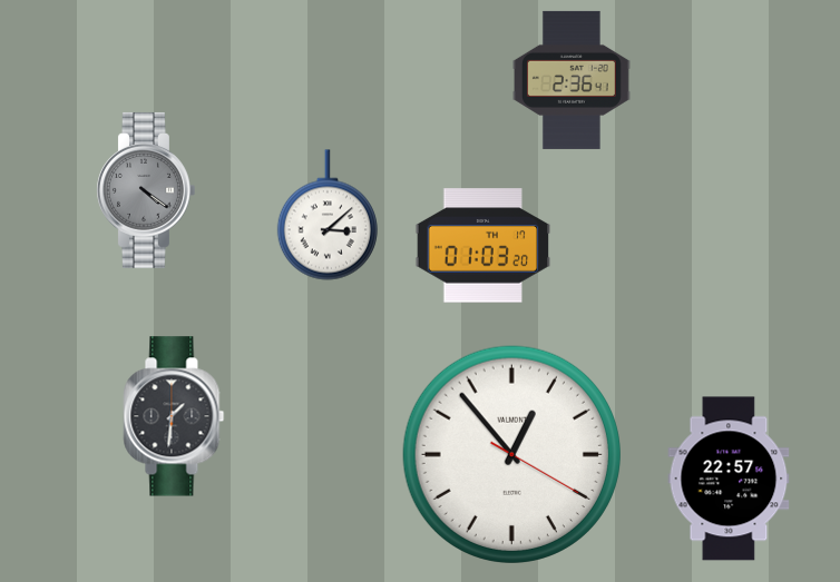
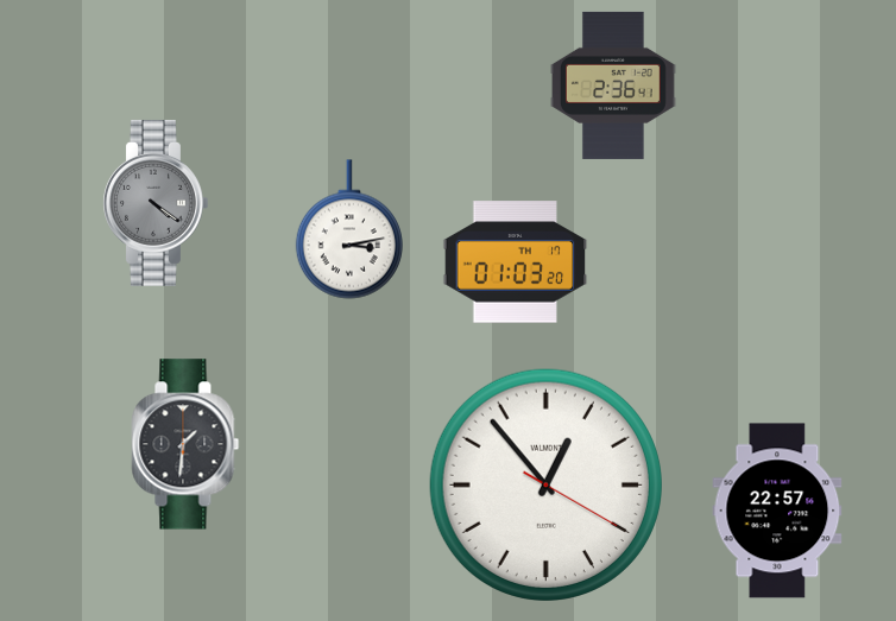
clock at (572, 80) position: (572, 80) -> (613, 85)
clock at (328, 215): 3:08 -> 3:13
